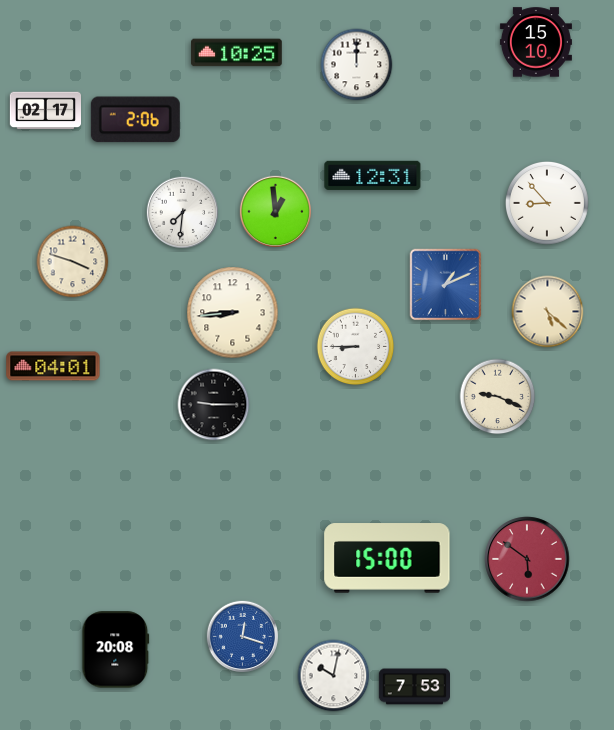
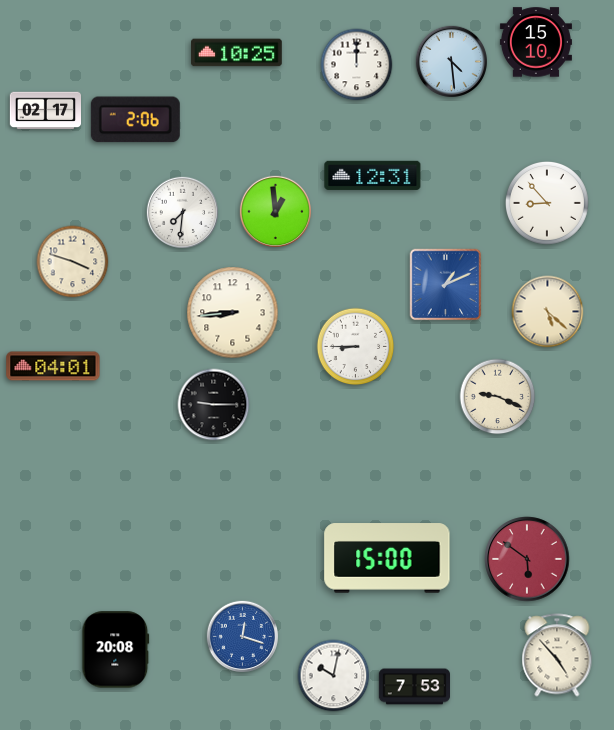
clock at (452, 62): none -> 4:29
clock at (557, 655): none -> 4:53
